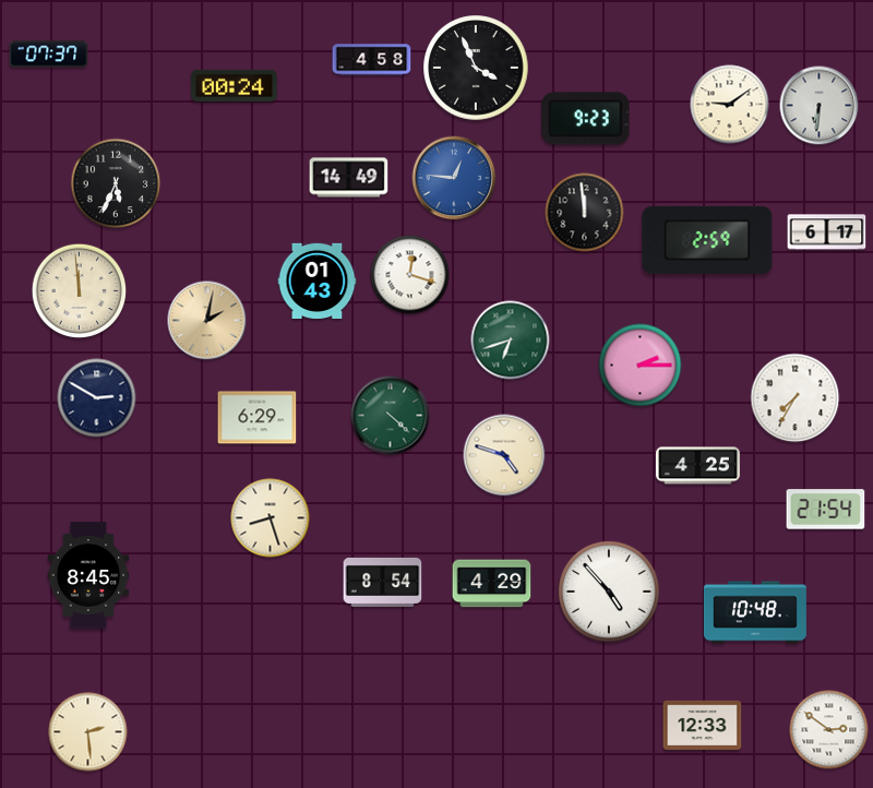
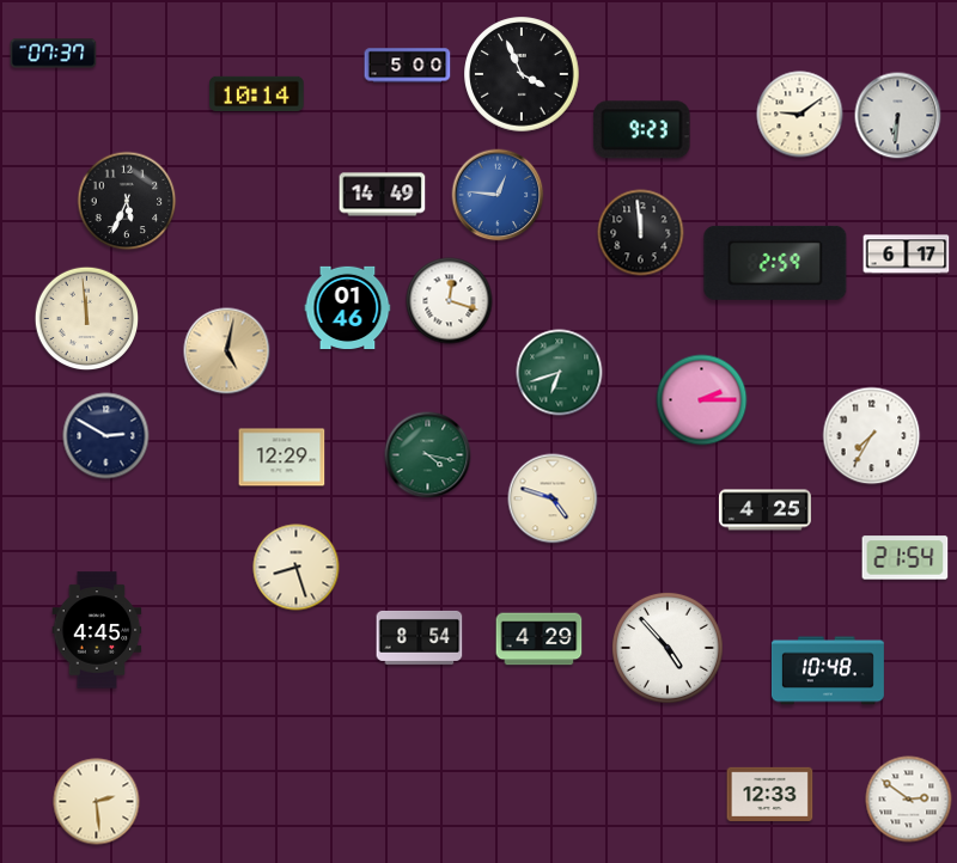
clock at (49, 55) position: (49, 55) -> (54, 54)
clock at (372, 60): 4:58 -> 5:00
clock at (235, 85): 00:24 -> 10:14
clock at (318, 280): 01:43 -> 01:46
clock at (207, 321): 2:02 -> 5:02
clock at (391, 416): 4:22 -> 4:17
clock at (258, 418): 6:29 -> 12:29
clock at (88, 575): 8:45 -> 4:45
